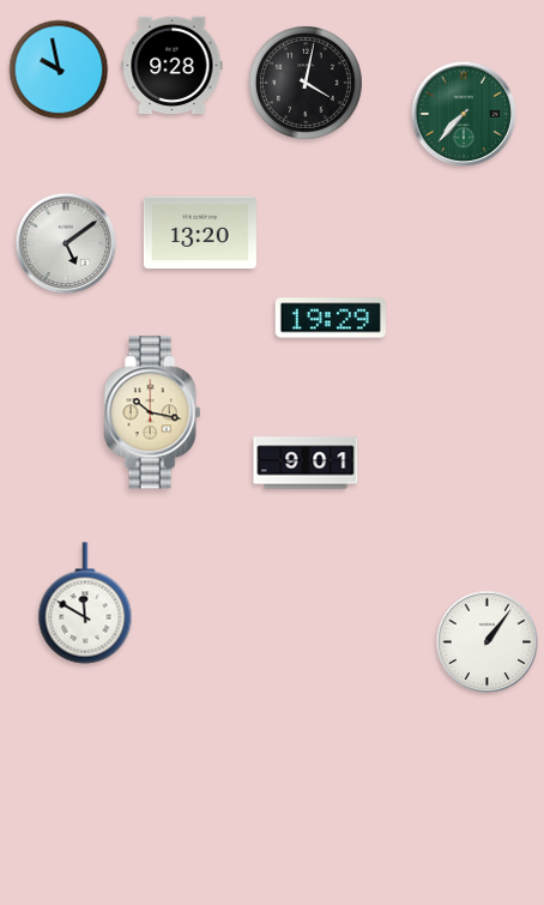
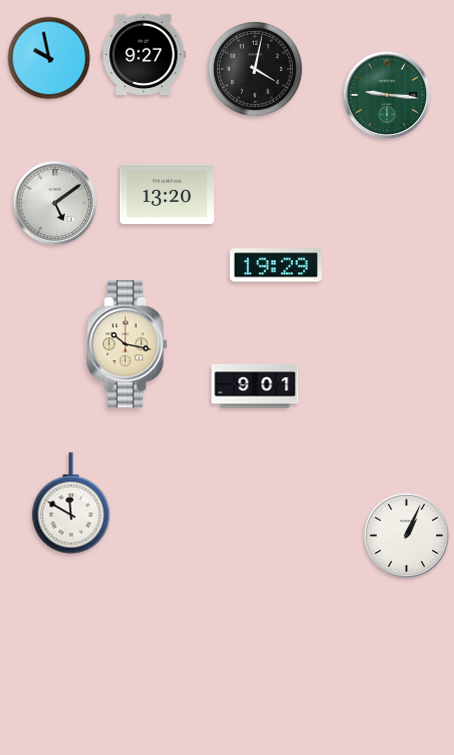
clock at (173, 65): 9:28 -> 9:27
clock at (464, 114): 7:37 -> 9:16
clock at (488, 642): 1:06 -> 1:04
